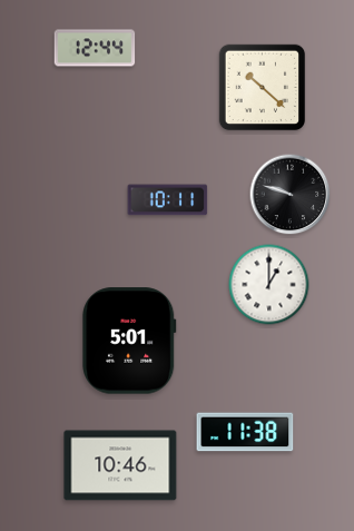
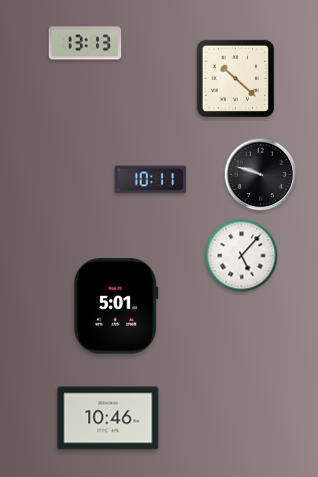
clock at (95, 48): 12:44 -> 13:13
clock at (269, 285): 1:00 -> 5:07
clock at (245, 432): 11:38 -> none
